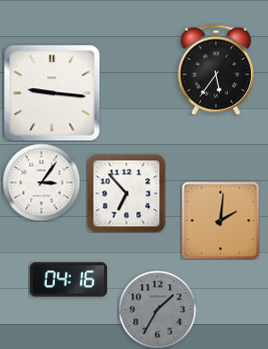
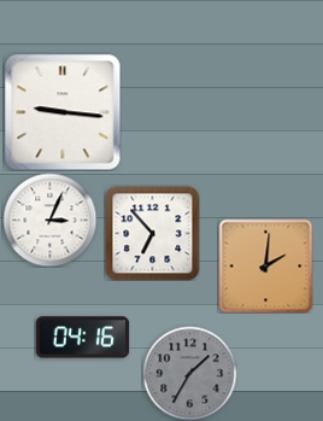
clock at (215, 70): 5:36 -> none
clock at (41, 182): 3:06 -> 3:04
